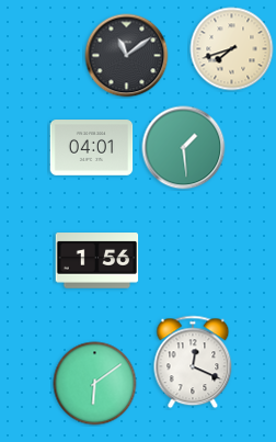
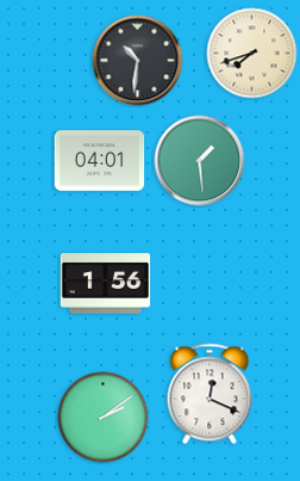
clock at (127, 56): 11:09 -> 10:31
clock at (95, 384): 6:09 -> 2:09
